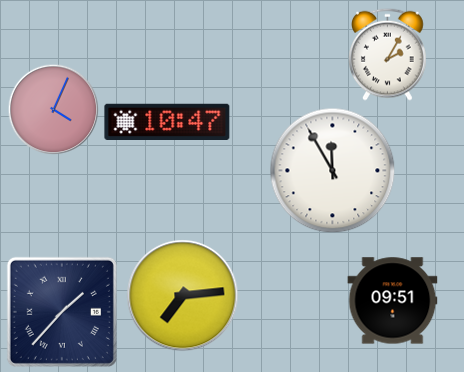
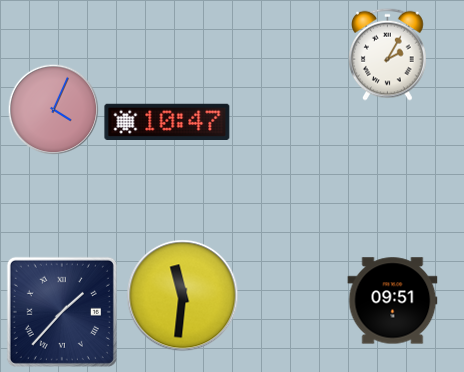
clock at (333, 171): 11:55 -> none
clock at (183, 296): 7:14 -> 11:31
